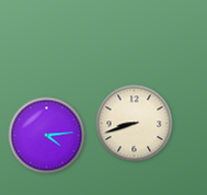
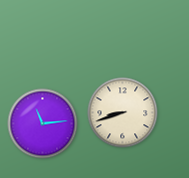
clock at (47, 136): 4:14 -> 11:14
